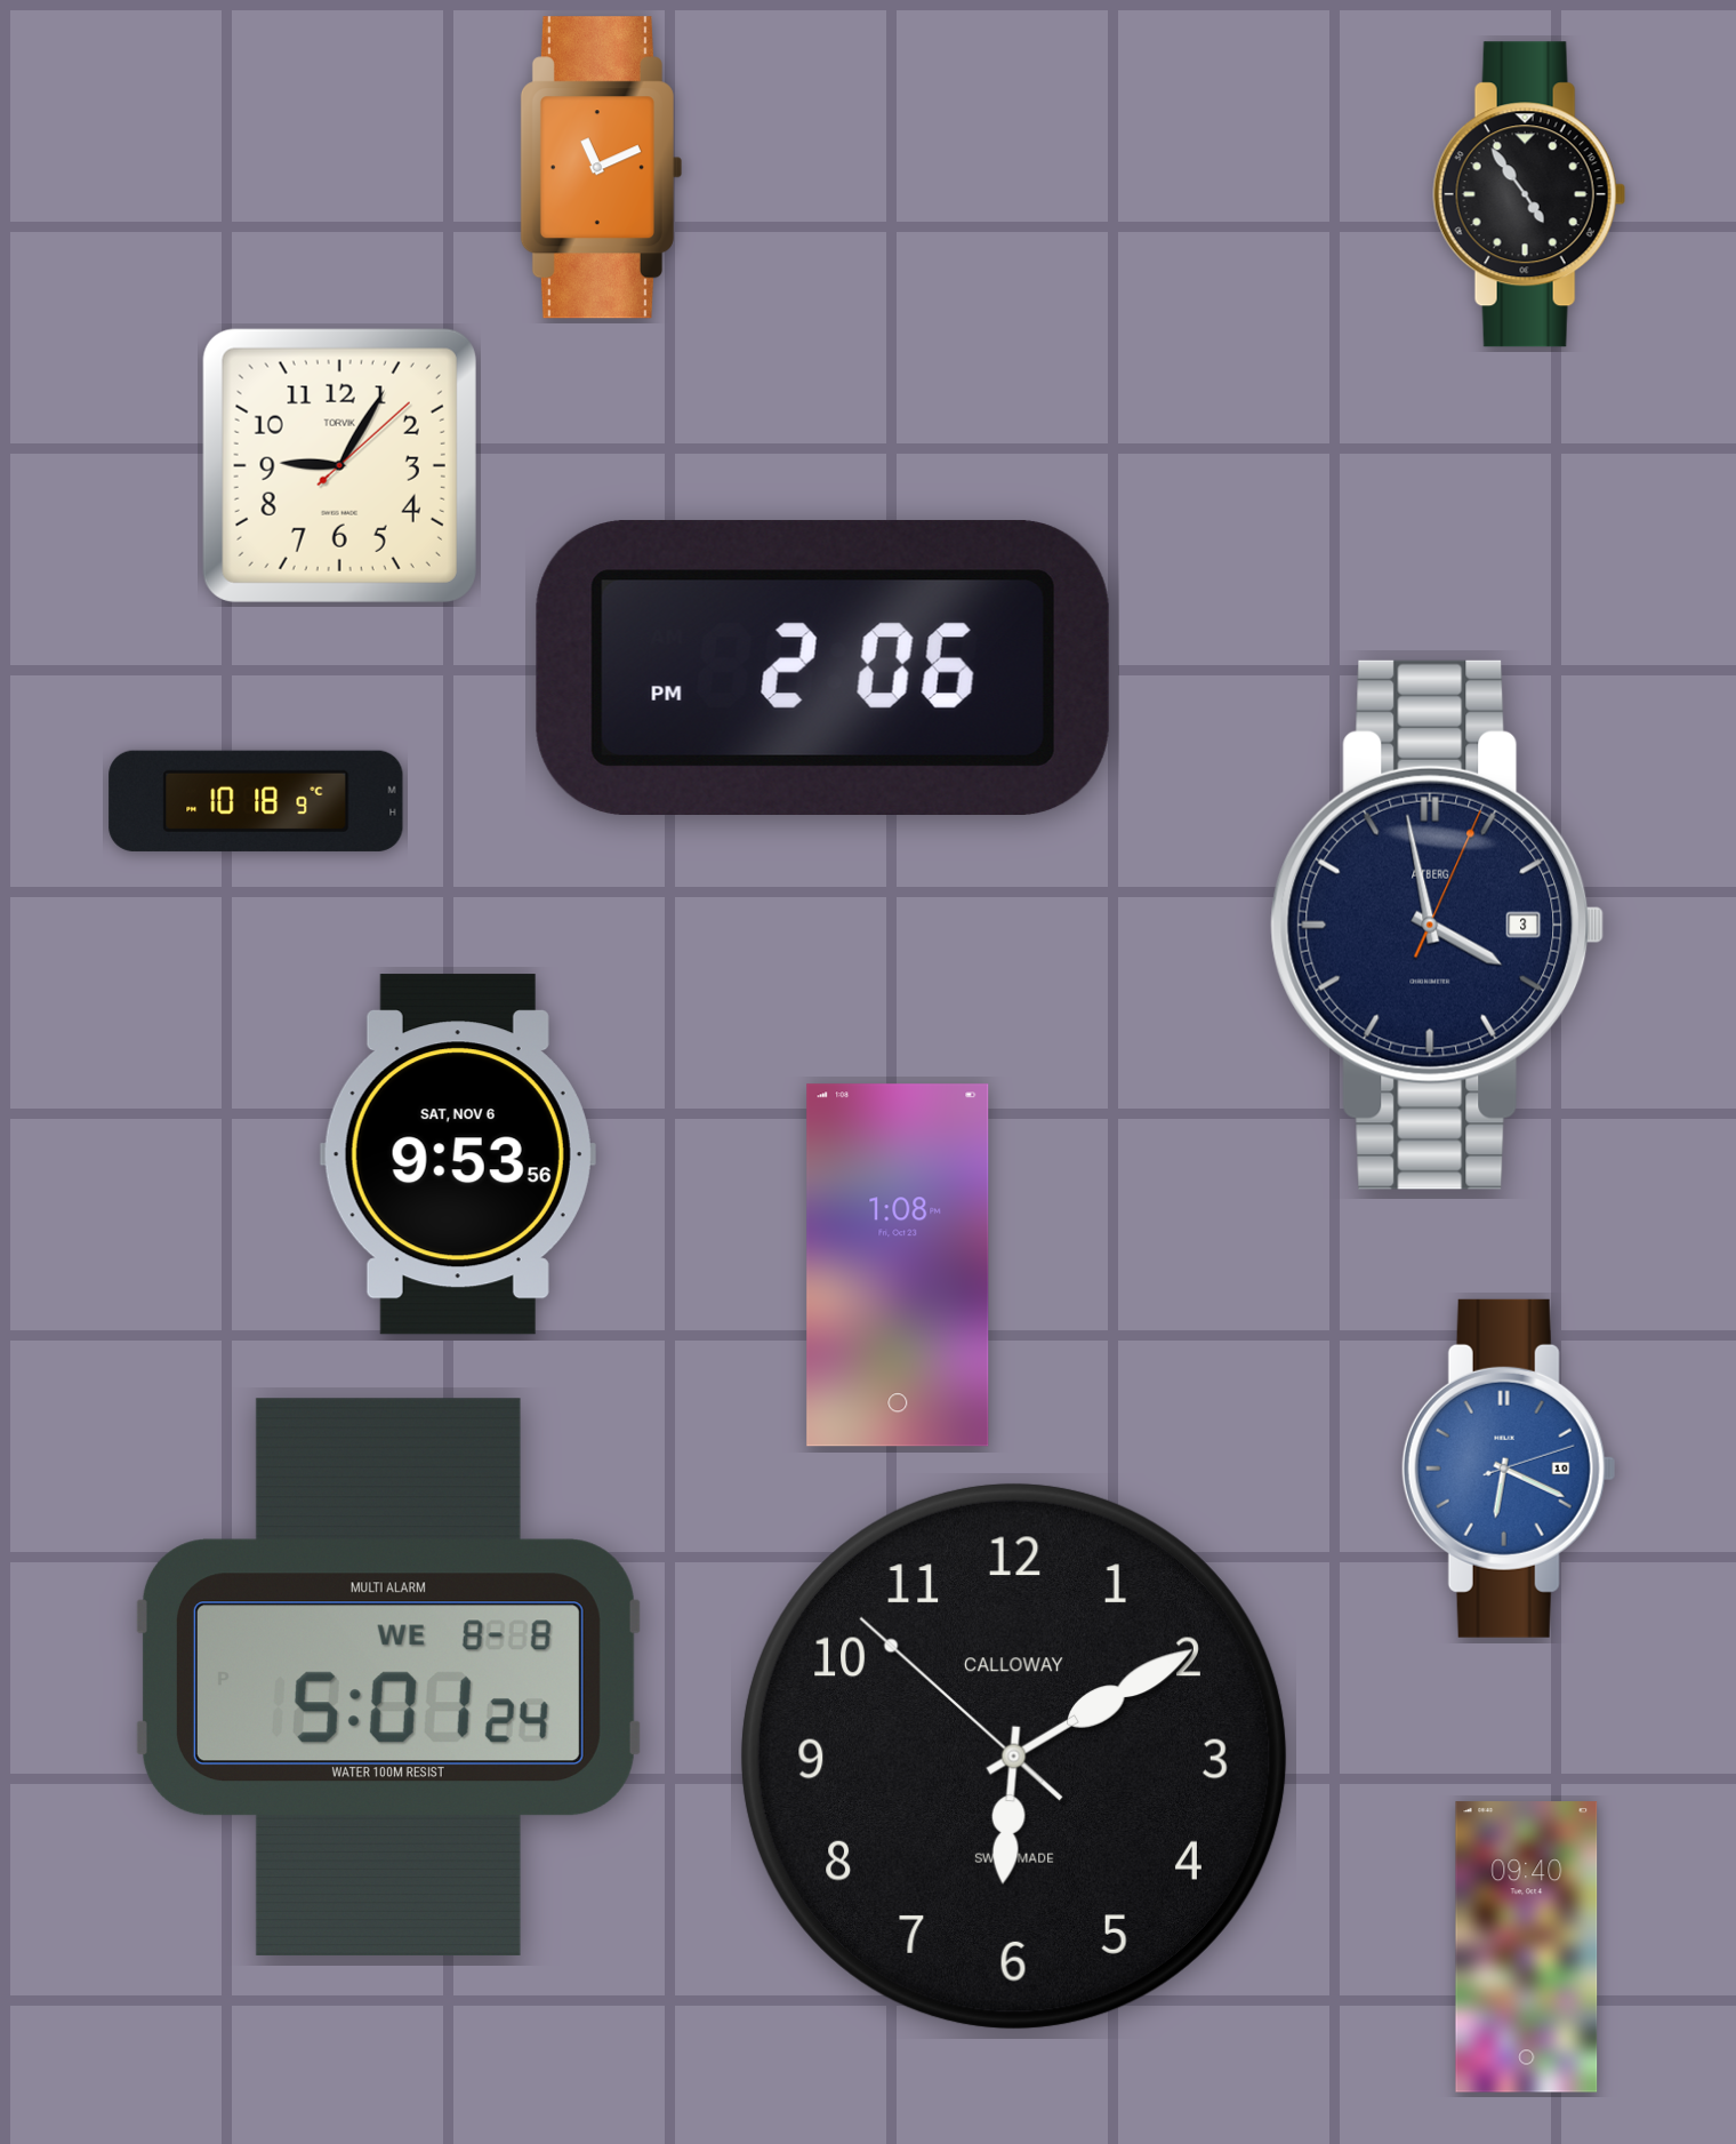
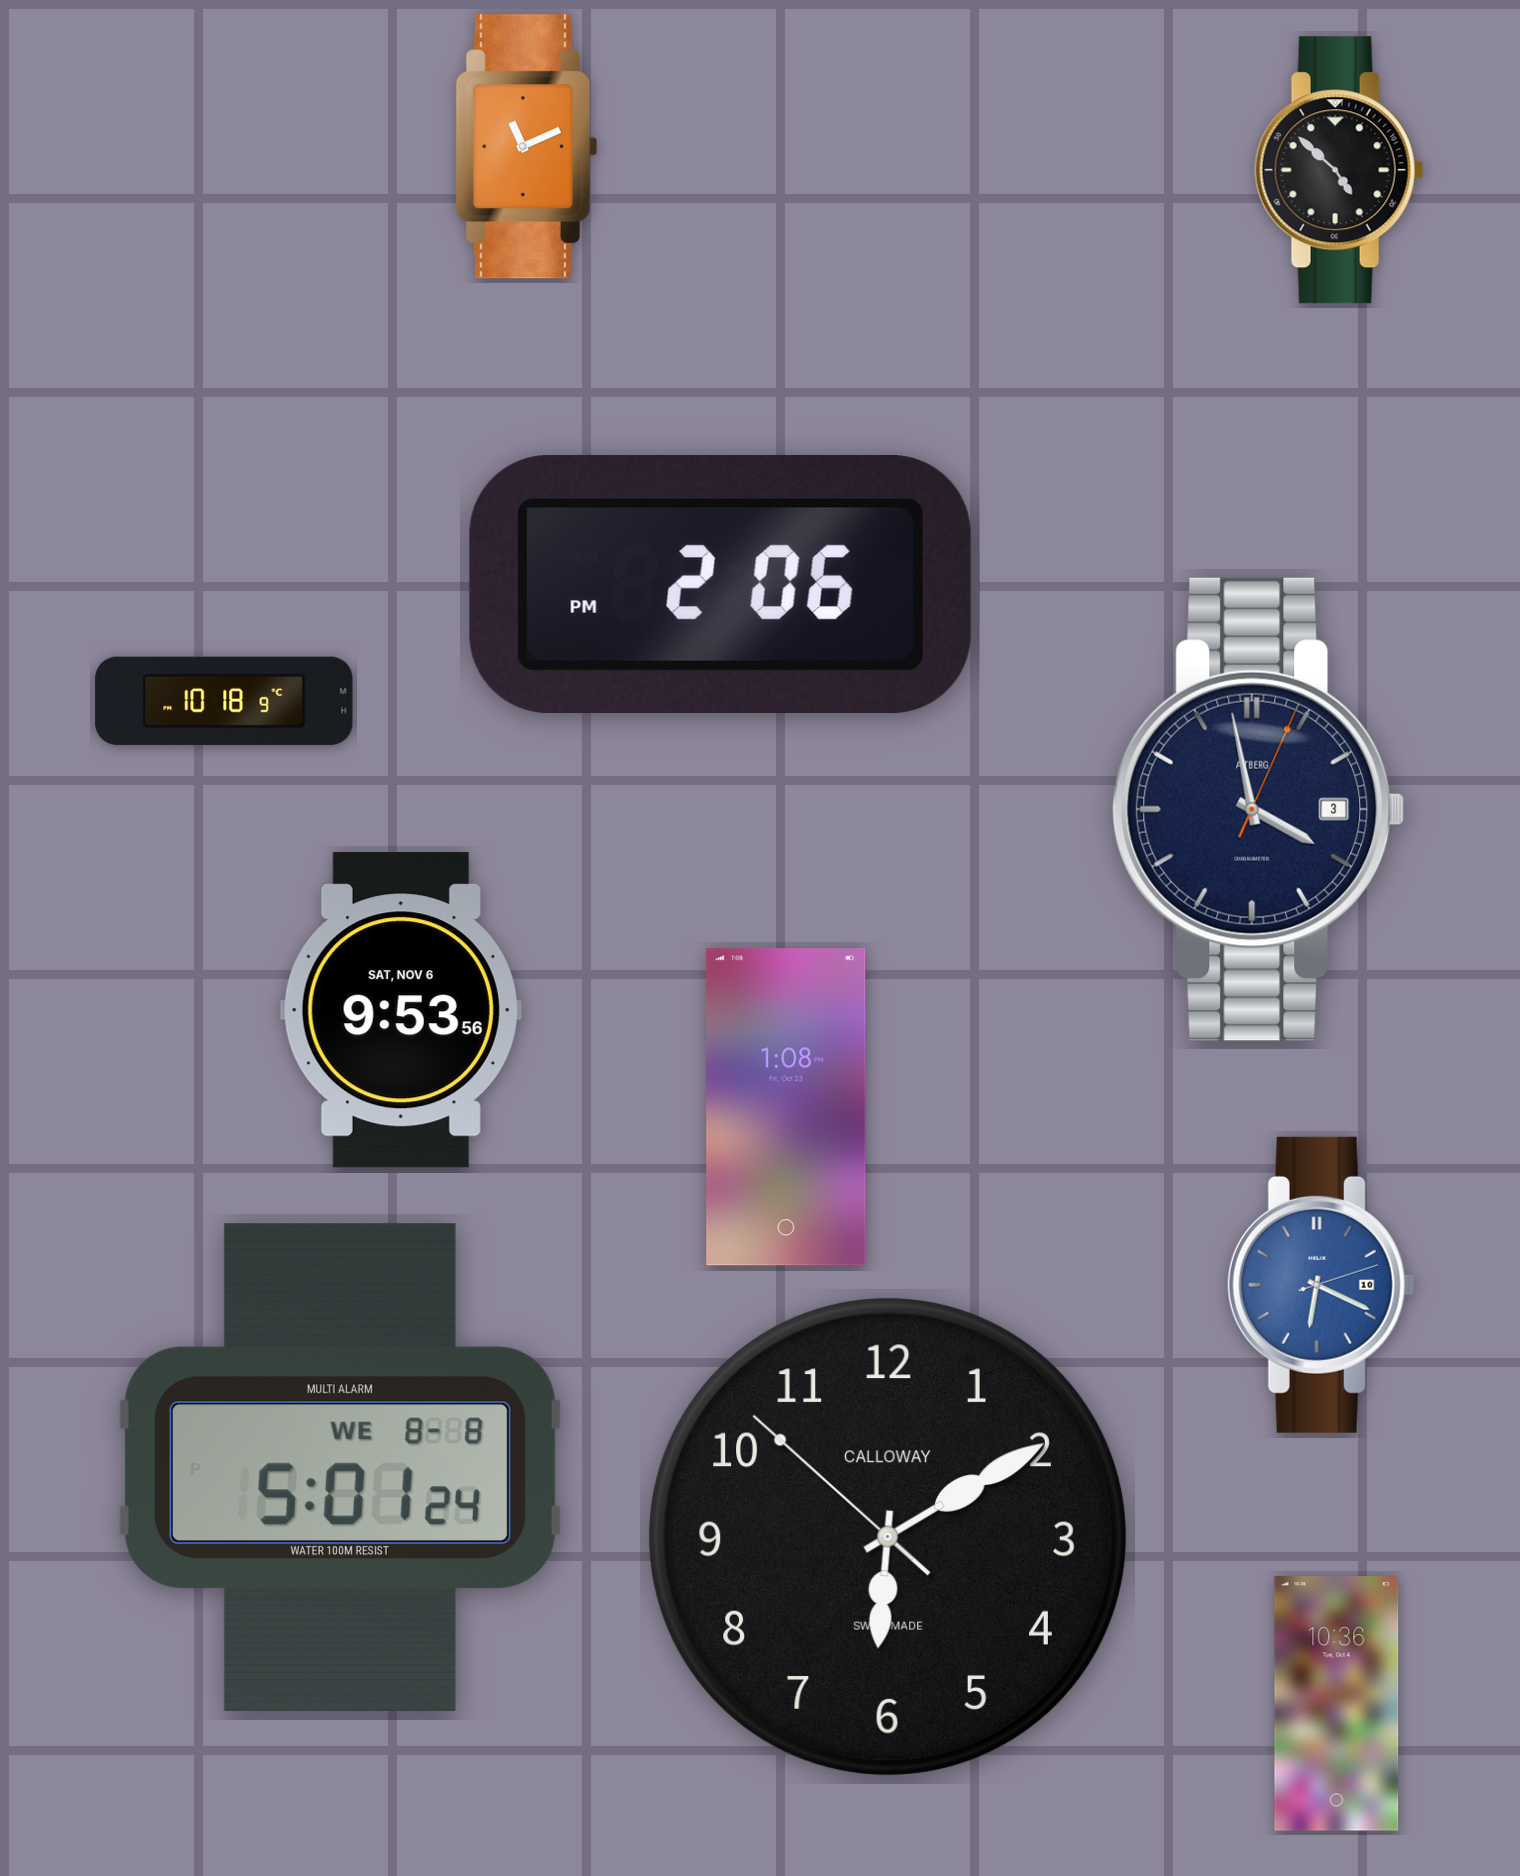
clock at (1529, 194): 4:54 -> 4:52
clock at (339, 465): 9:05 -> none
clock at (1527, 1947): 09:40 -> 10:36
